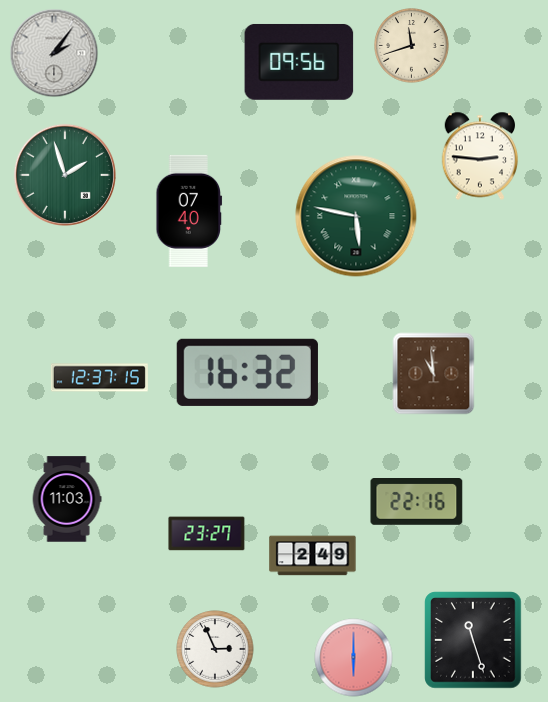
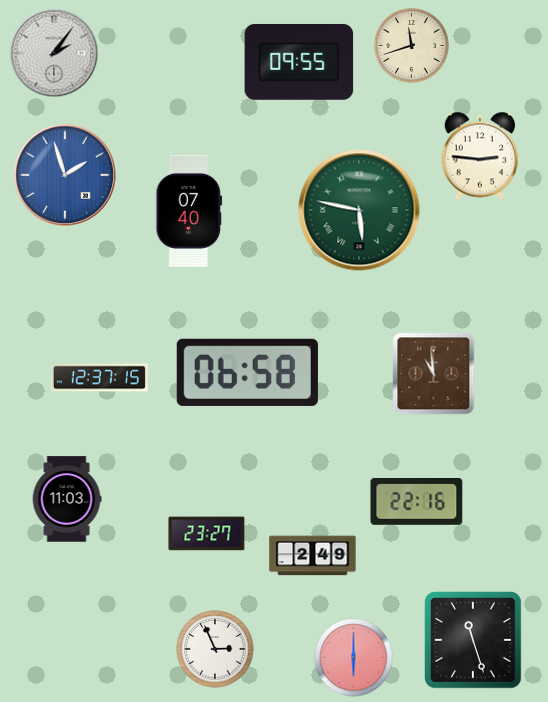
clock at (299, 62): 09:56 -> 09:55
clock at (65, 175) dial: green -> blue
clock at (356, 216) position: (356, 216) -> (359, 210)
clock at (247, 372): 16:32 -> 06:58
